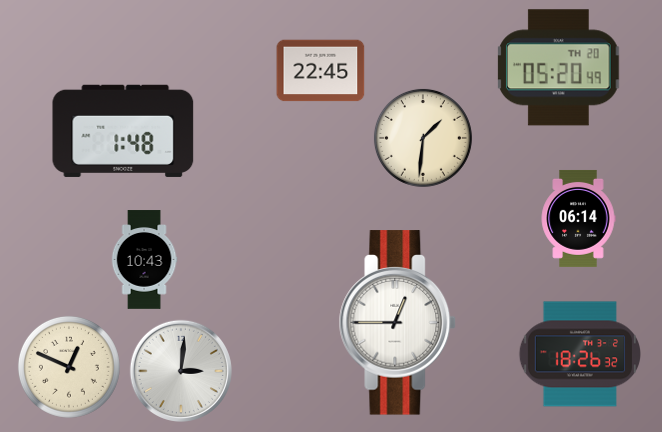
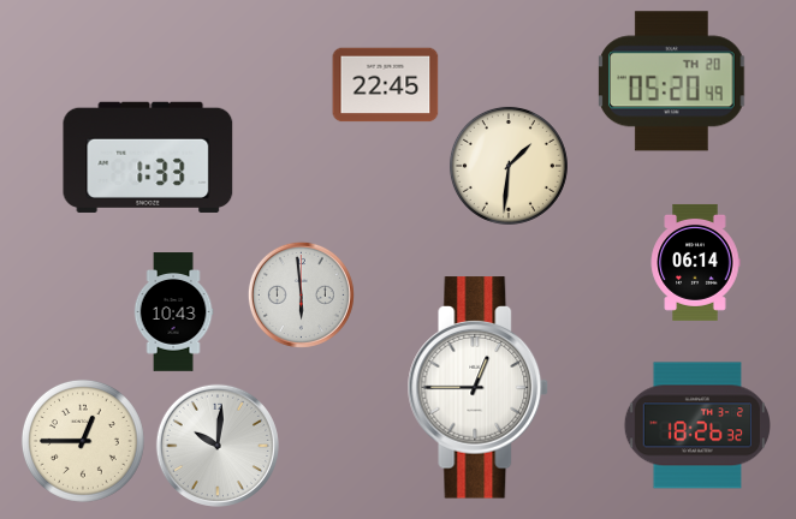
clock at (123, 131): 1:48 -> 1:33
clock at (301, 294): none -> 5:59
clock at (69, 367): 12:49 -> 12:45
clock at (181, 371): 3:01 -> 10:01
